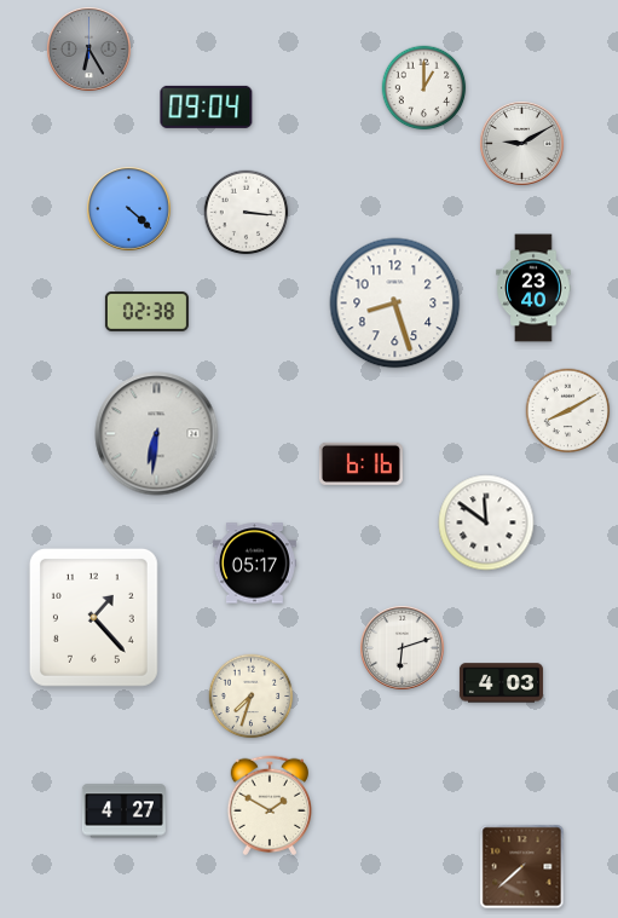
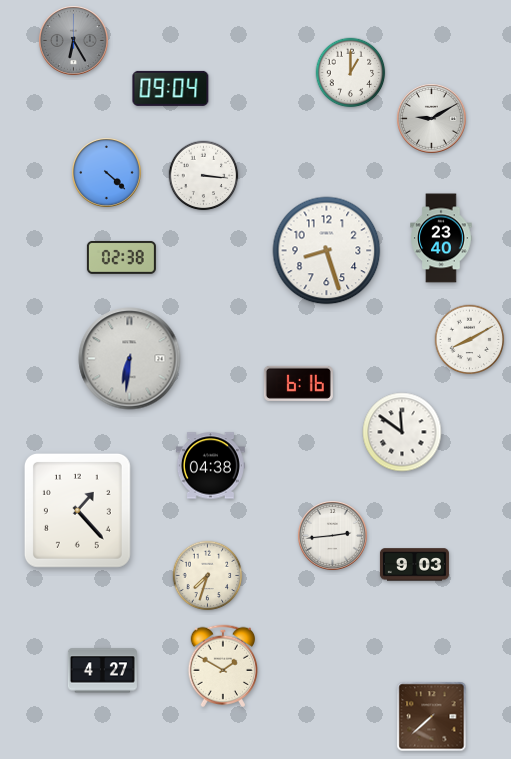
clock at (254, 564): 05:17 -> 04:38
clock at (403, 648): 6:12 -> 2:44
clock at (501, 683): 4:03 -> 9:03
